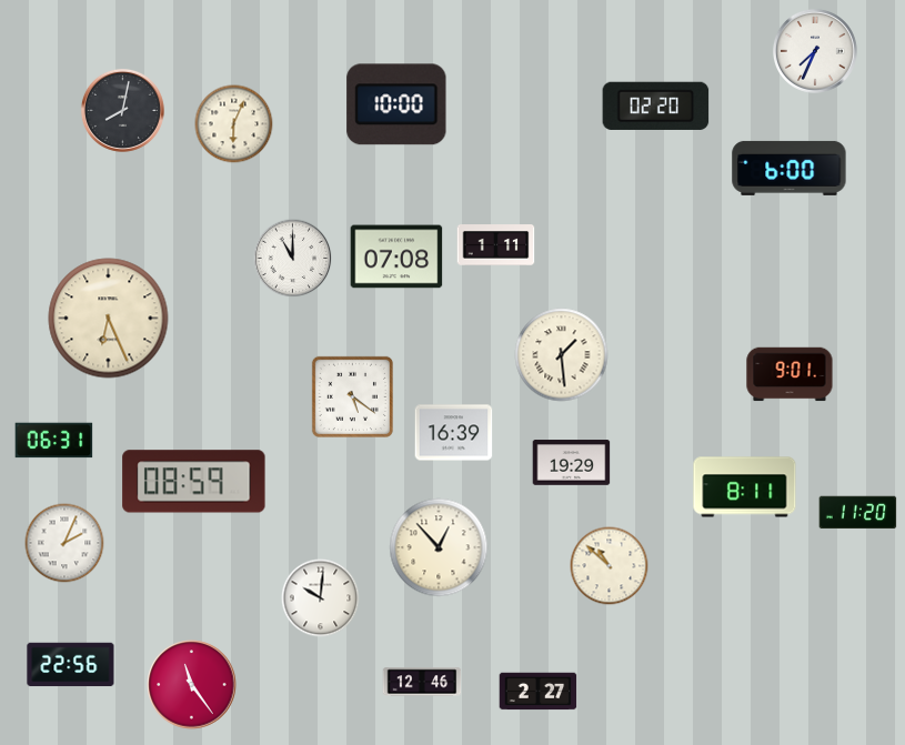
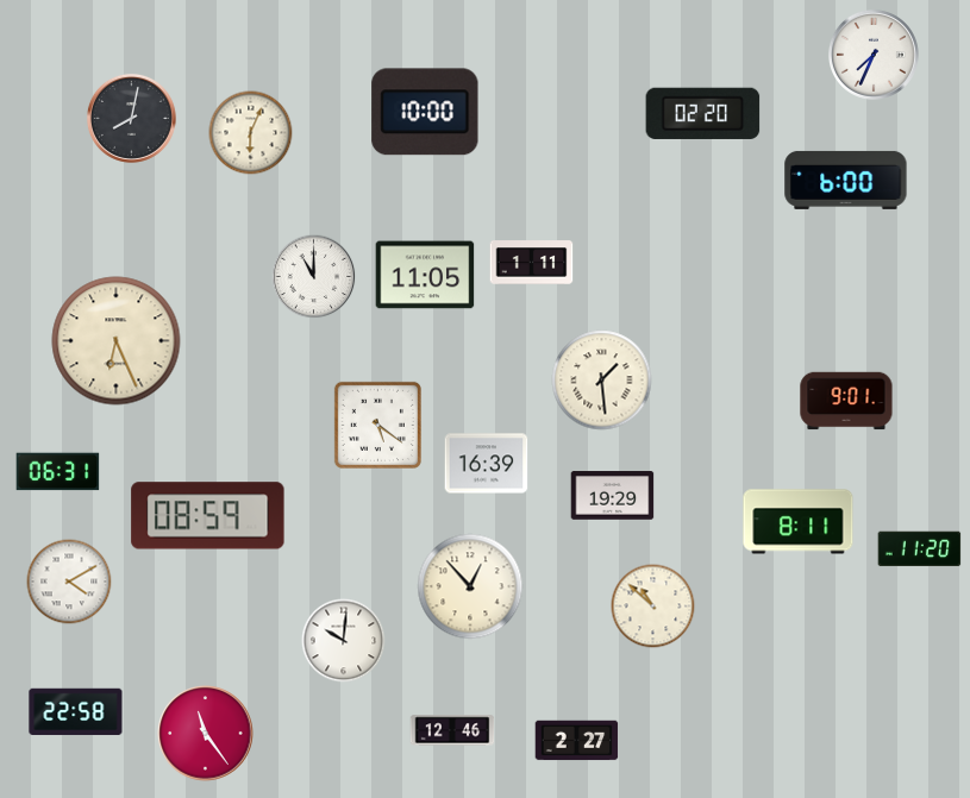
clock at (396, 256): 07:08 -> 11:05
clock at (64, 543): 2:04 -> 4:10
clock at (71, 665): 22:56 -> 22:58
